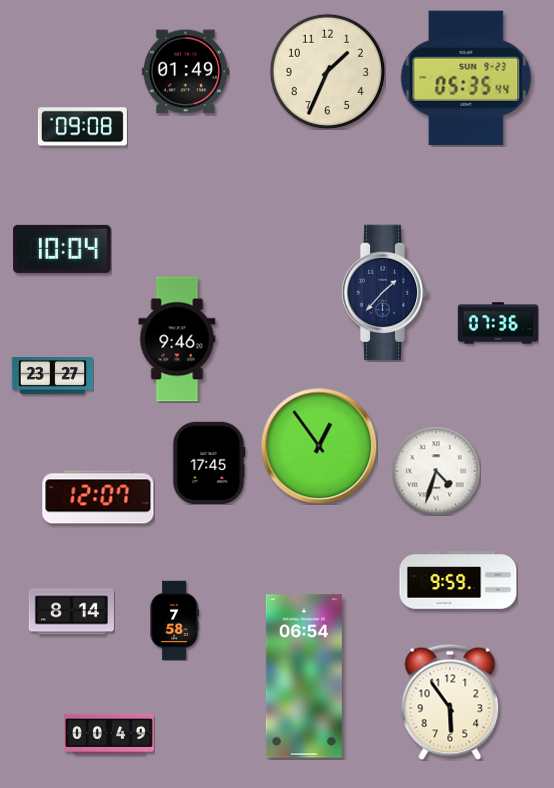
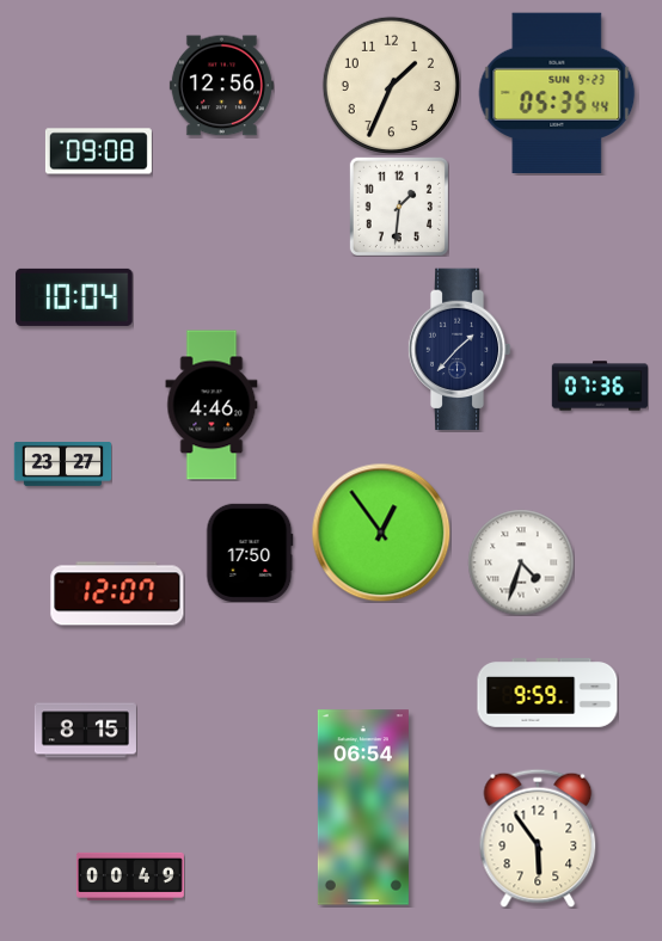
clock at (185, 72): 01:49 -> 12:56
clock at (399, 207): none -> 1:31
clock at (498, 323) position: (498, 323) -> (600, 386)
clock at (177, 339): 9:46 -> 4:46
clock at (52, 376) position: (52, 376) -> (62, 465)
clock at (209, 462): 17:45 -> 17:50
clock at (71, 612): 8:14 -> 8:15
clock at (174, 620): 7:58 -> none
